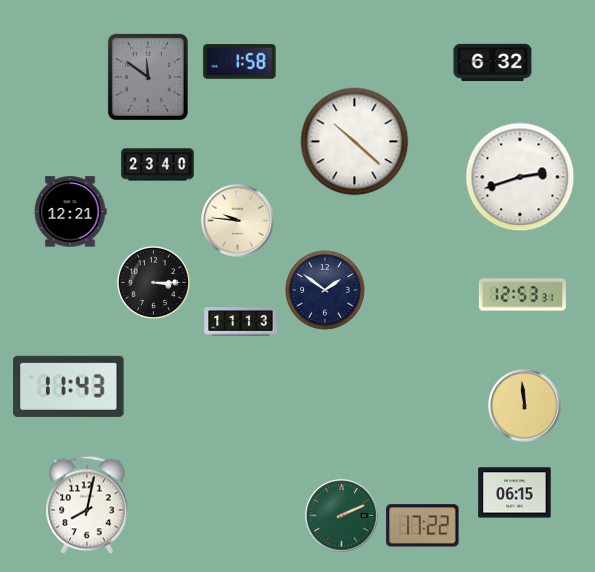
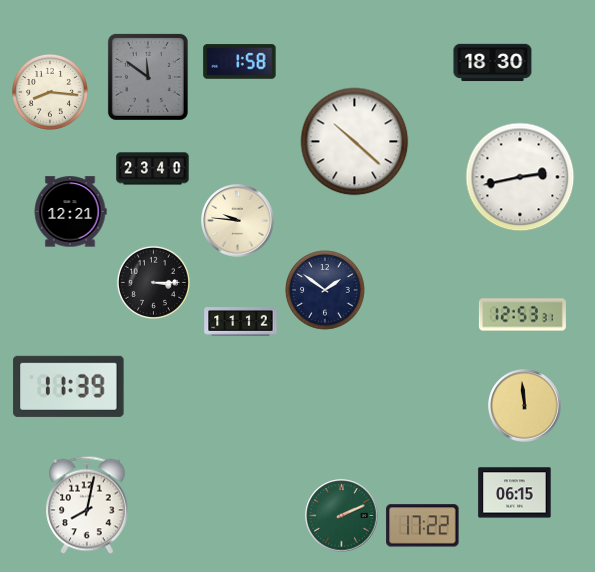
clock at (493, 63): 6:32 -> 18:30
clock at (50, 92): none -> 8:16
clock at (158, 165) position: (158, 165) -> (153, 169)
clock at (520, 177): 2:42 -> 2:43
clock at (522, 295) position: (522, 295) -> (522, 315)
clock at (241, 322): 11:13 -> 11:12
clock at (69, 386): 11:43 -> 11:39
